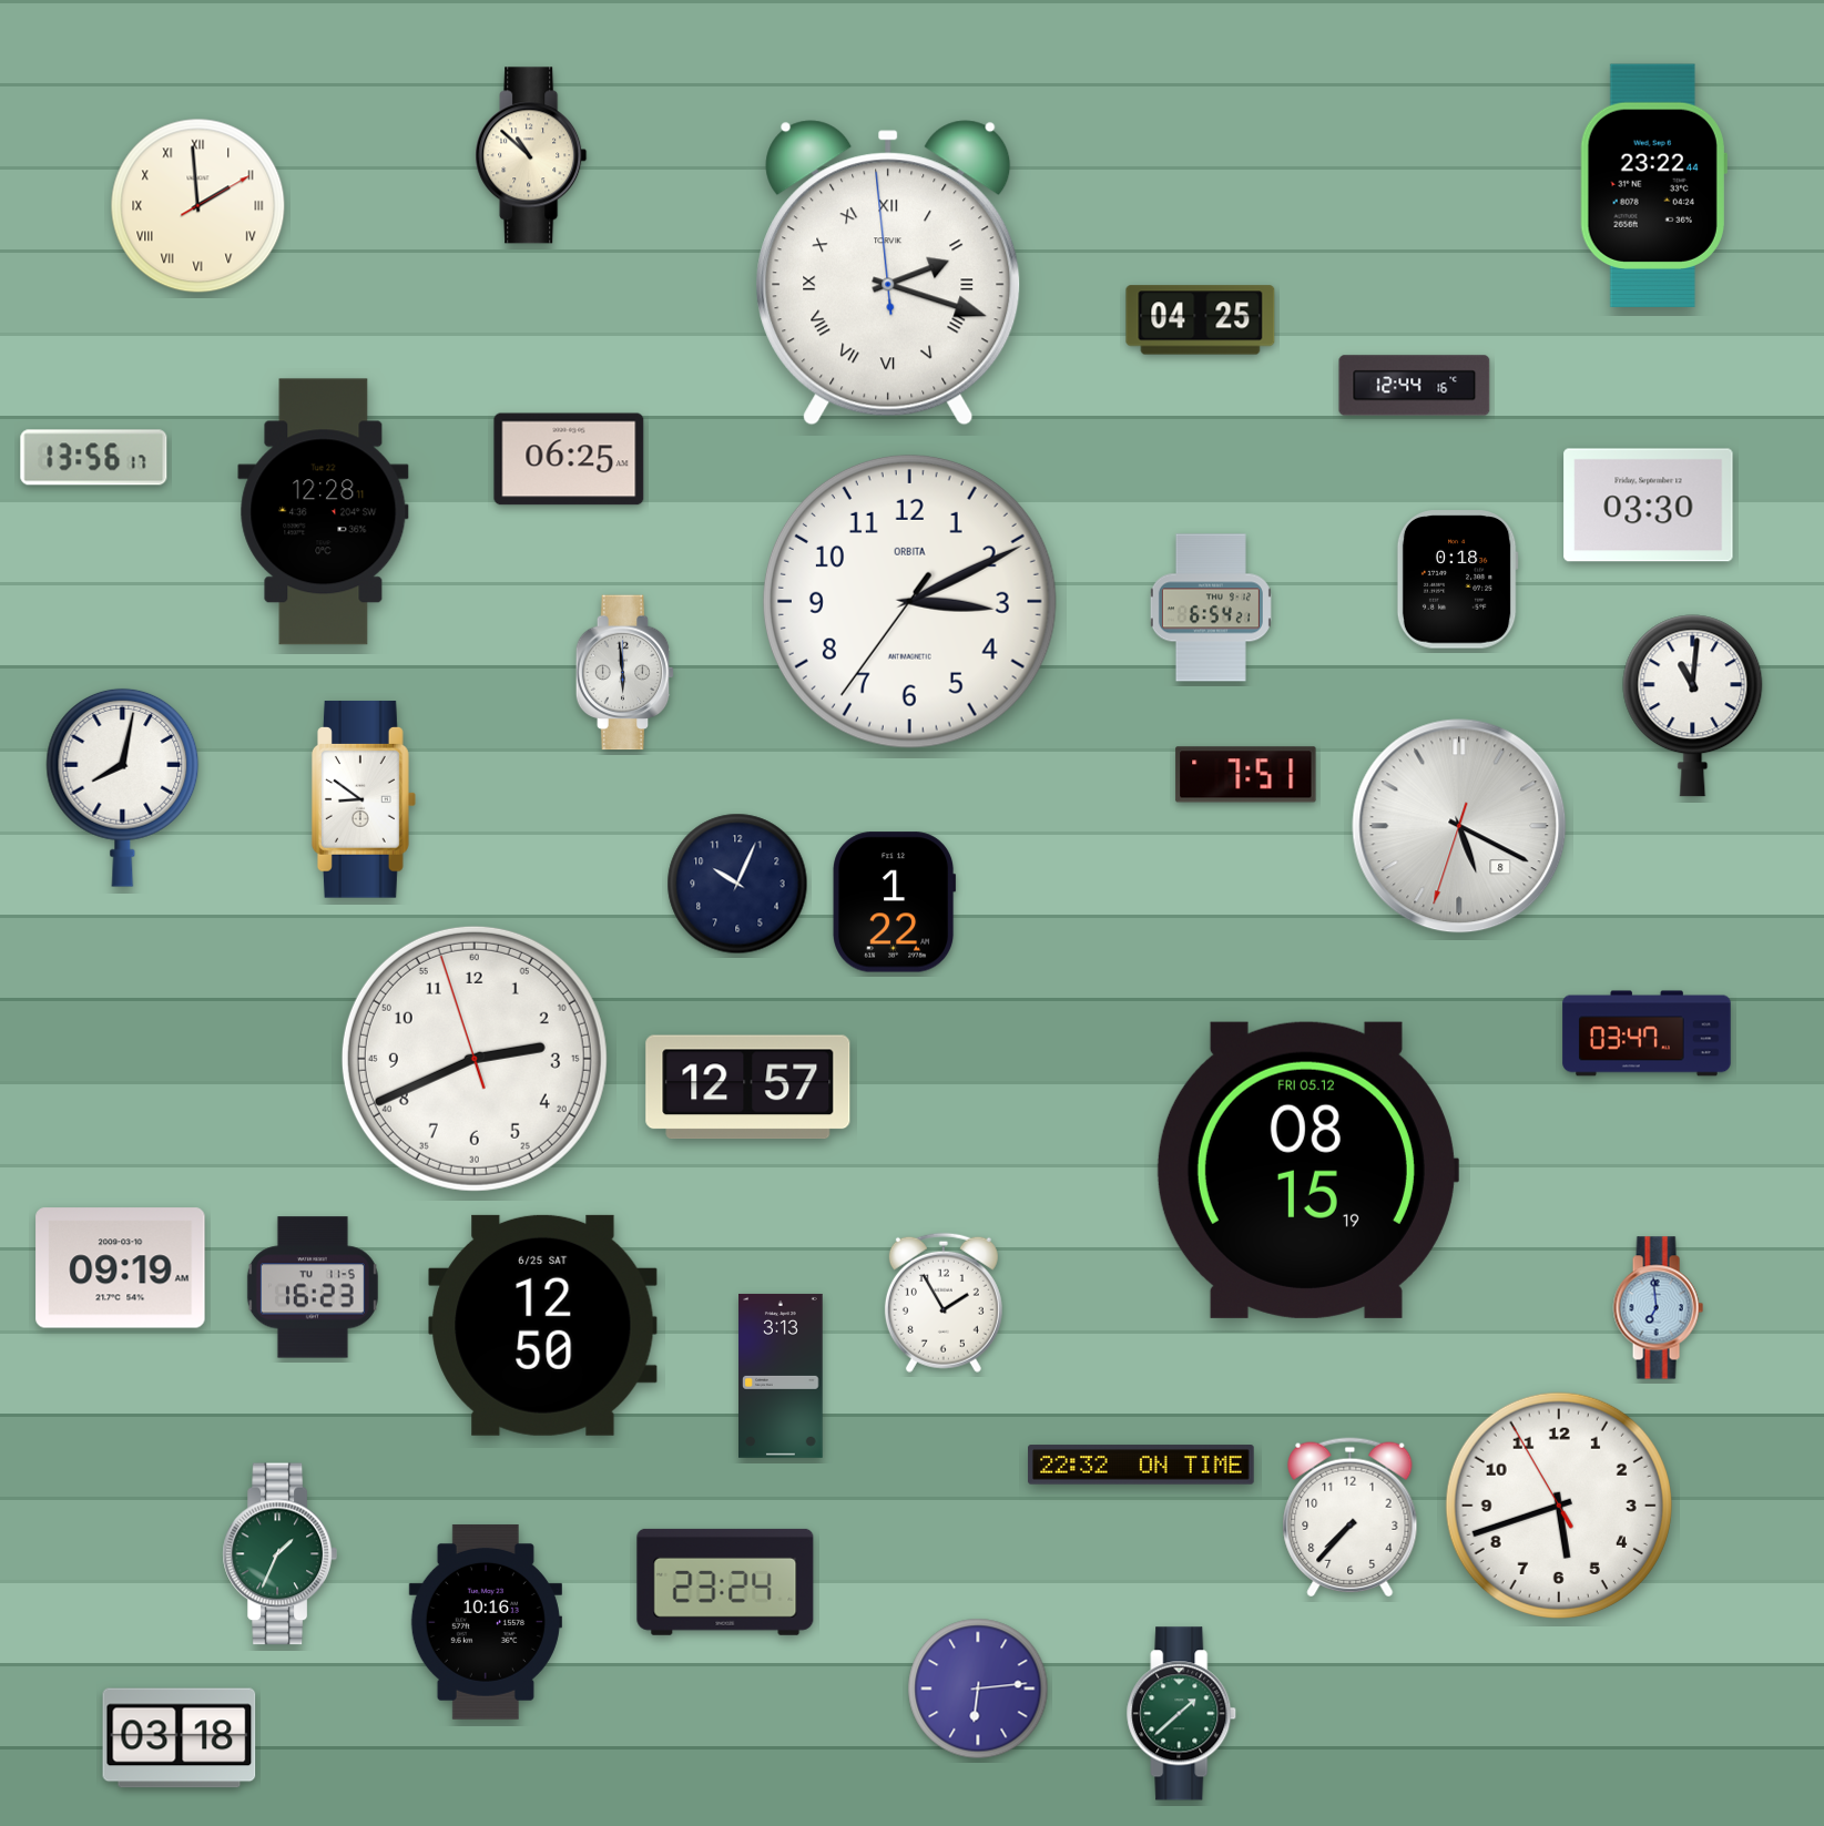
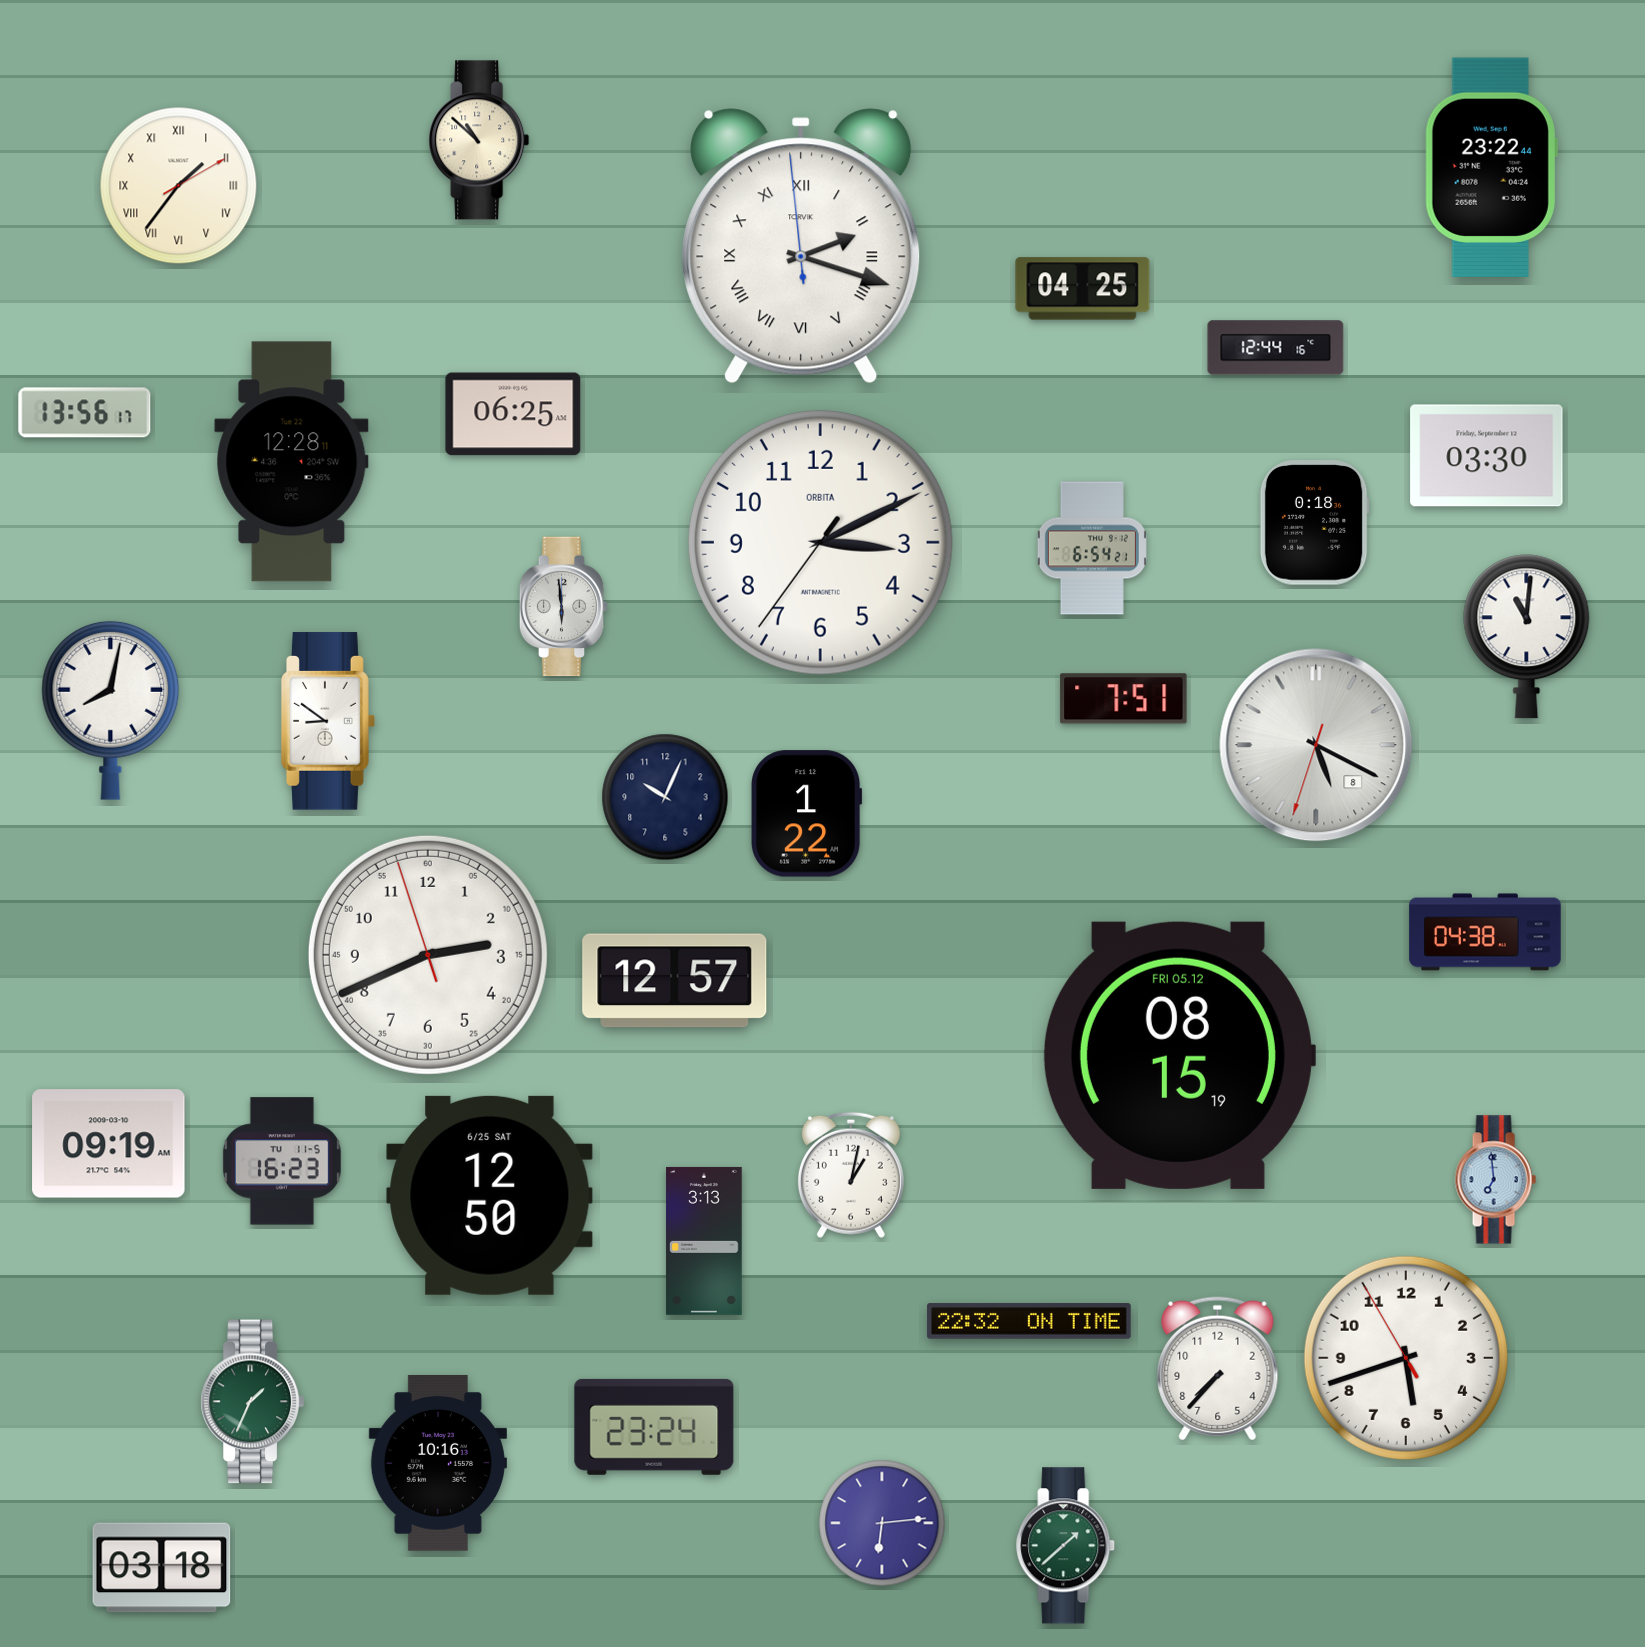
clock at (198, 206): 1:59 -> 1:36
clock at (1647, 1033): 03:47 -> 04:38
clock at (944, 1303): 1:55 -> 1:02
